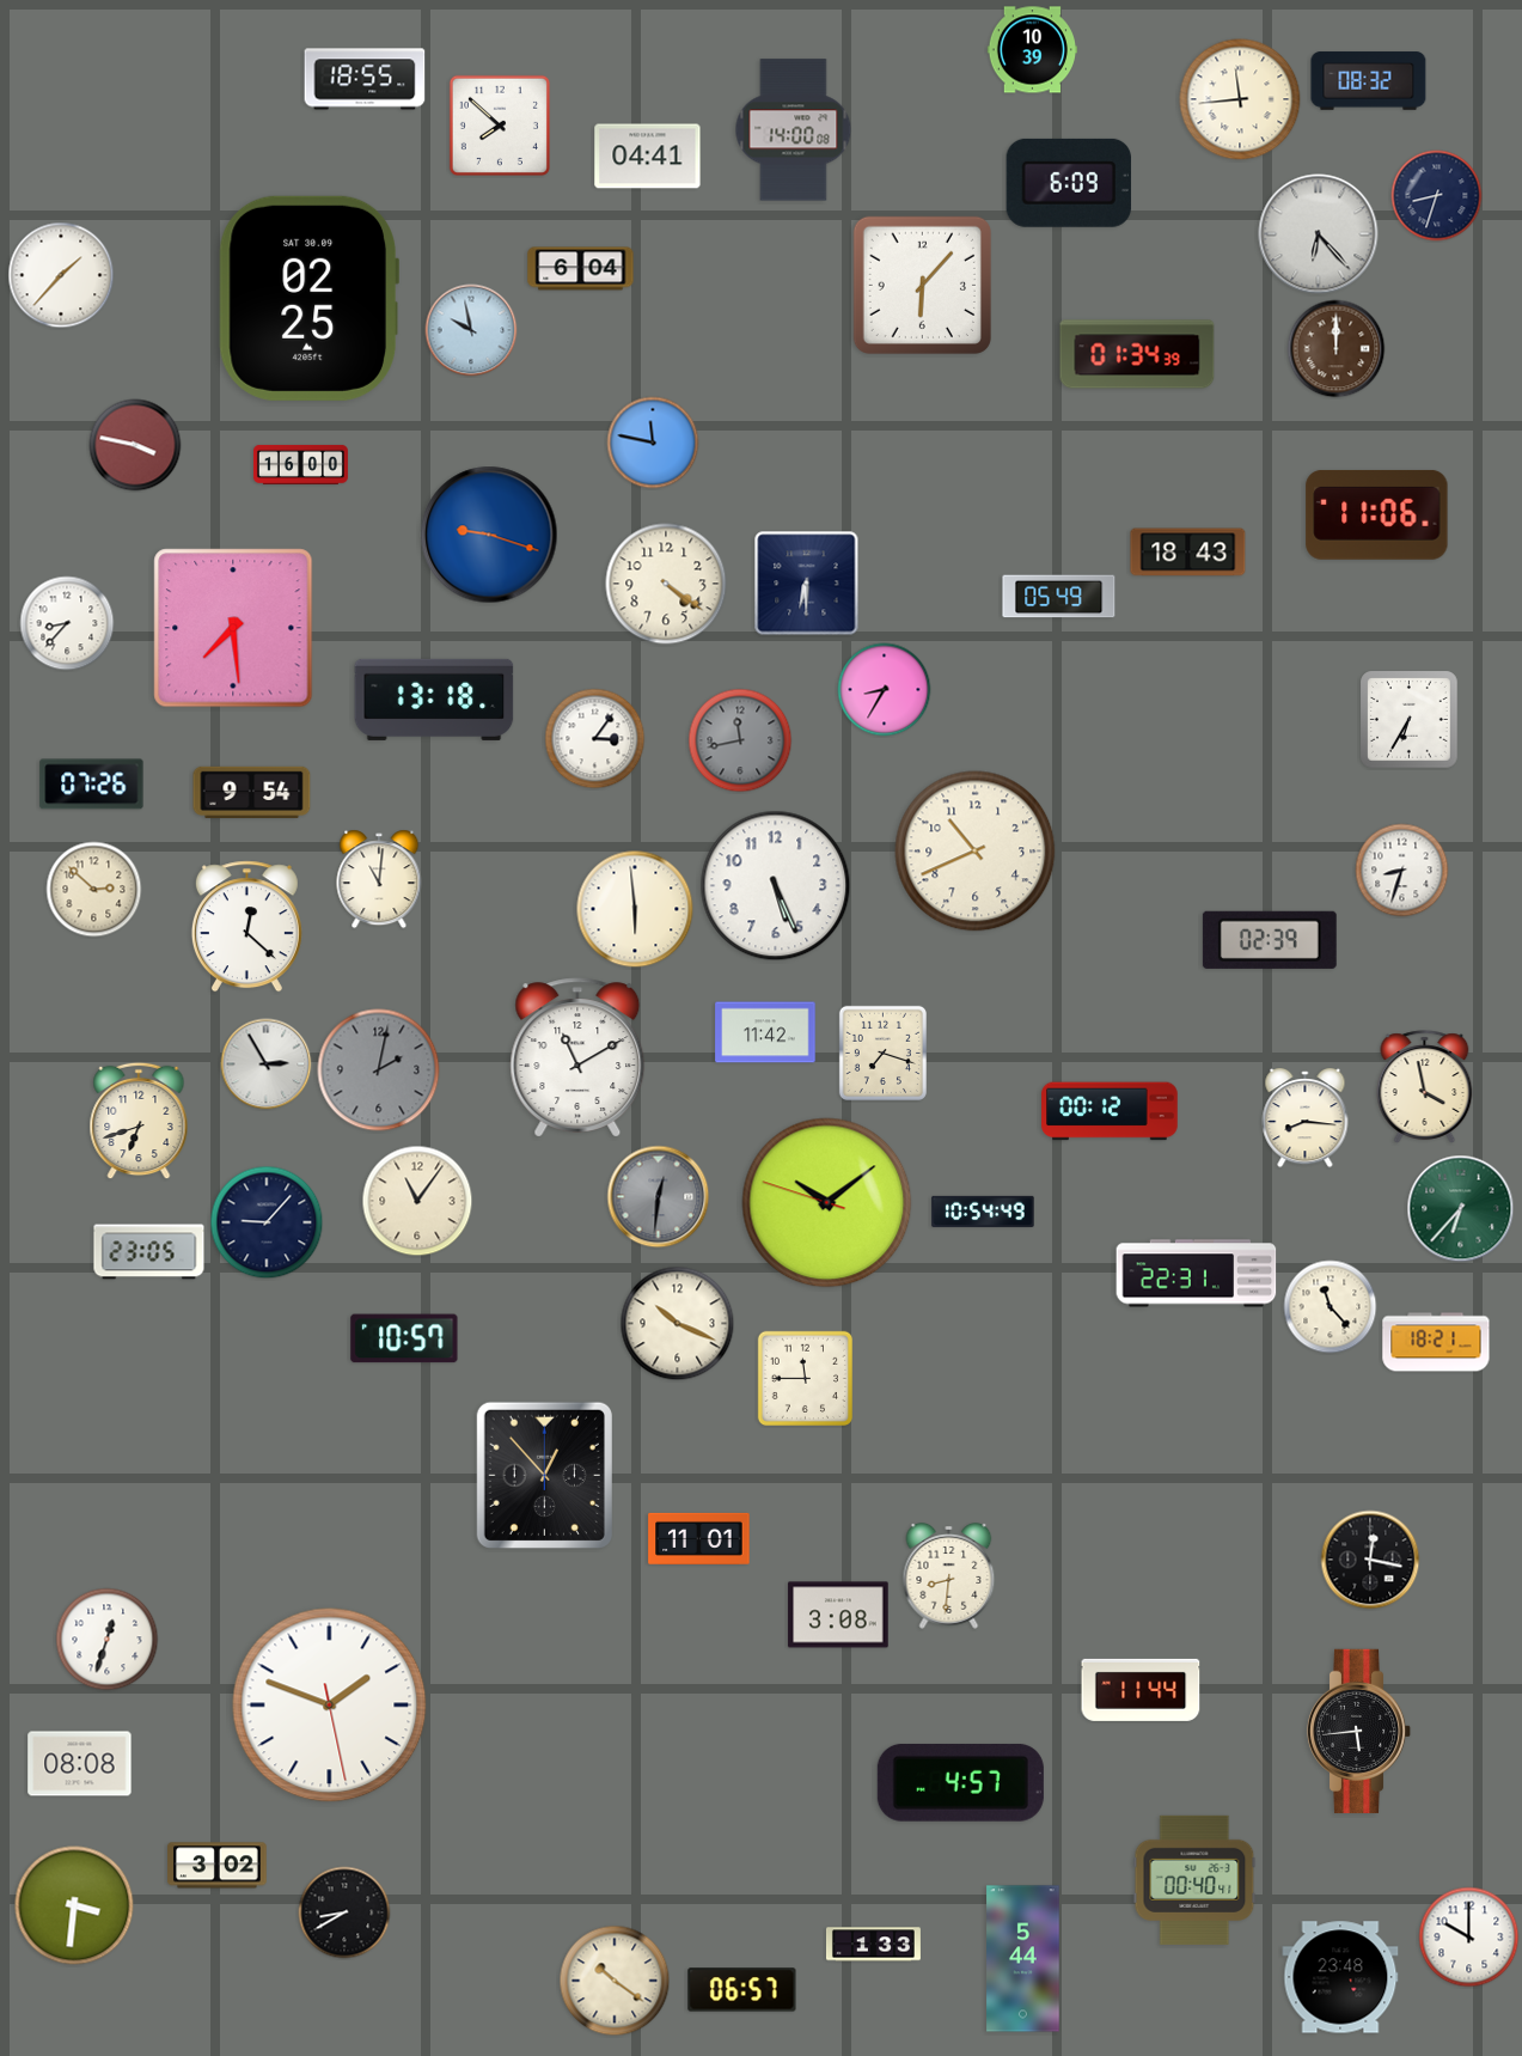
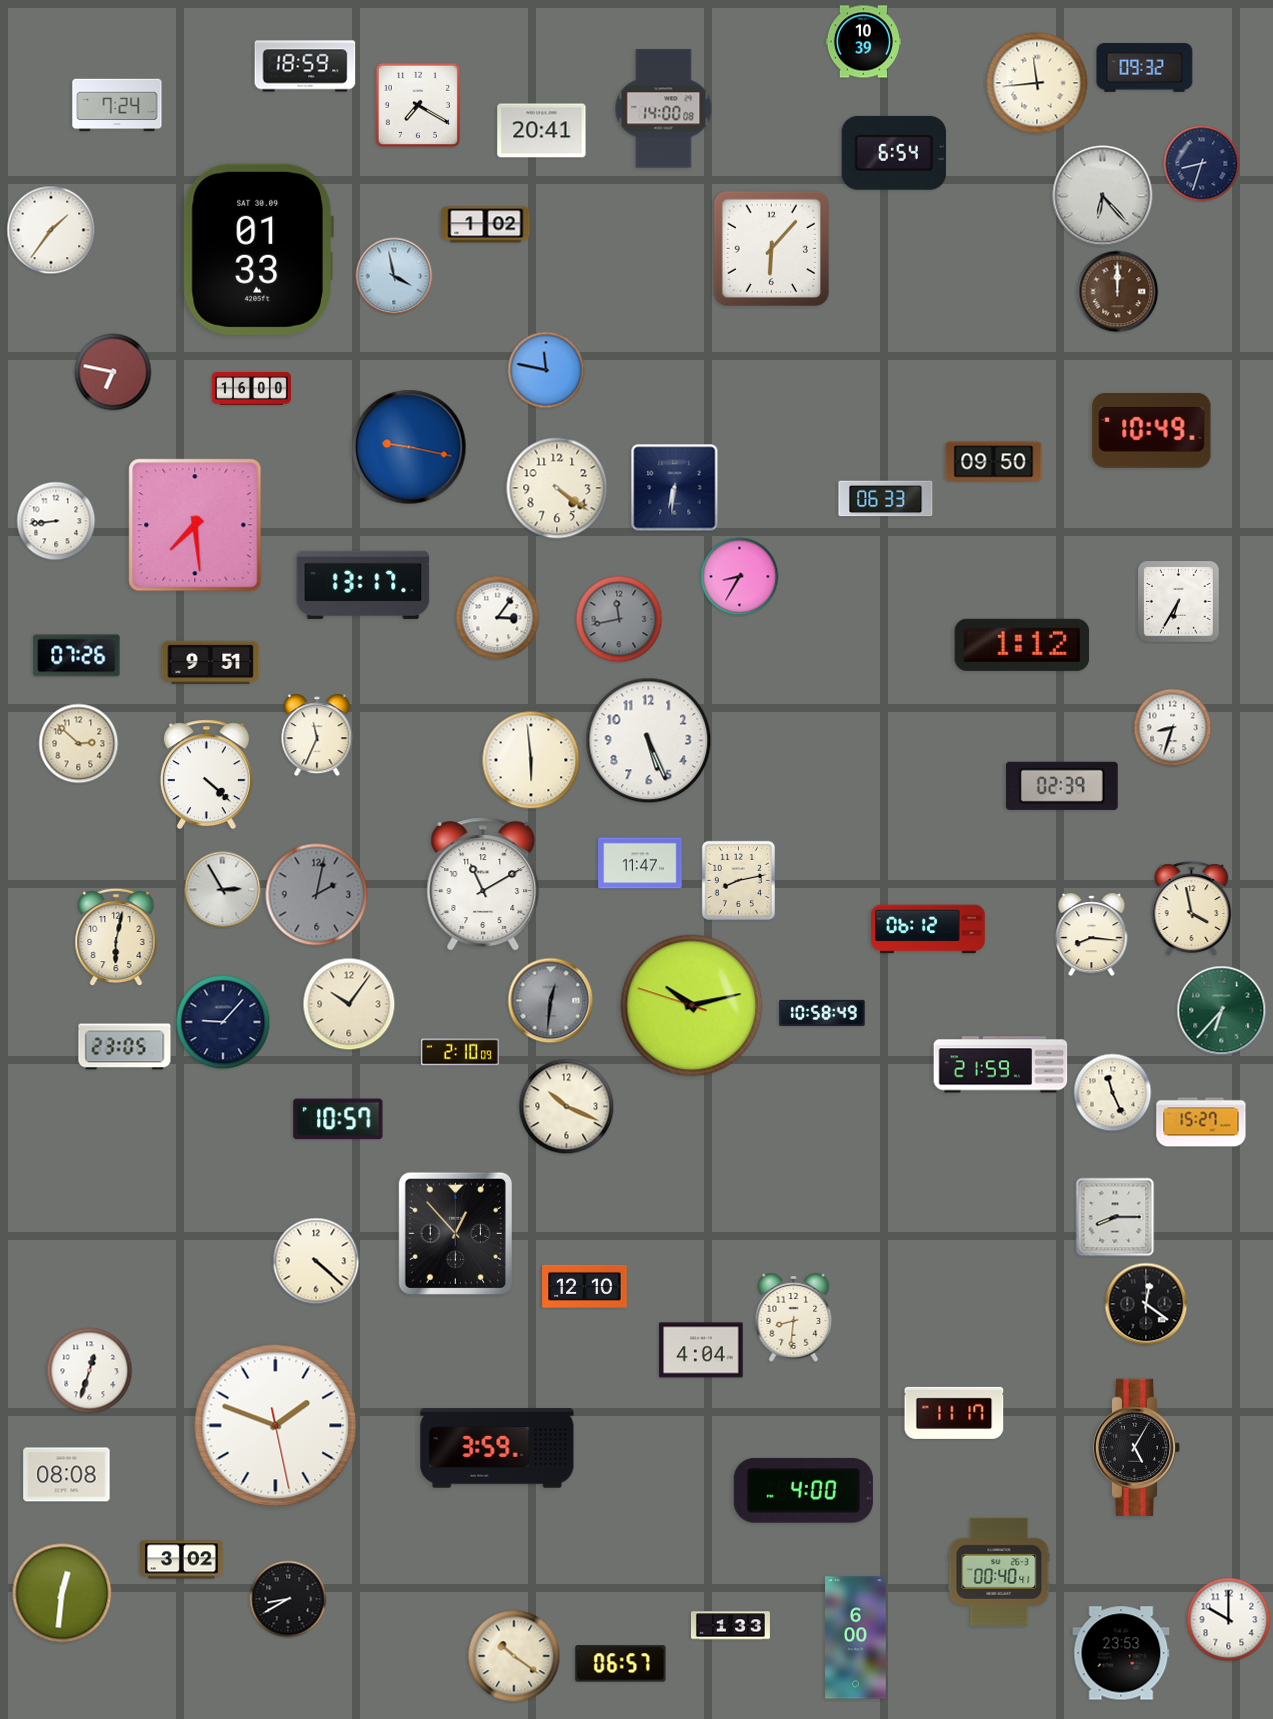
clock at (365, 79): 18:55 -> 18:59
clock at (1369, 81): 08:32 -> 09:32
clock at (117, 105): none -> 7:24
clock at (500, 126): 7:52 -> 7:20
clock at (648, 157): 04:41 -> 20:41
clock at (1069, 183): 6:09 -> 6:54
clock at (581, 269): 6:04 -> 1:02
clock at (61, 275): 1:37 -> 1:36
clock at (922, 285) position: (922, 285) -> (771, 248)
clock at (308, 298): 02:25 -> 01:33
clock at (471, 330): 9:58 -> 3:58
clock at (1137, 354): 01:34 -> none
clock at (135, 445): 3:47 -> 6:47
clock at (1377, 515): 11:06 -> 10:49
clock at (489, 535): 9:18 -> 9:17
clock at (1188, 553): 18:43 -> 09:50
clock at (807, 584): 6:30 -> 6:31
clock at (1059, 597): 05:49 -> 06:33
clock at (67, 623): 8:37 -> 8:44
clock at (434, 700): 13:18 -> 13:17
clock at (1022, 645): none -> 1:12
clock at (252, 793): 9:54 -> 9:51
clock at (976, 852): 10:41 -> none
clock at (379, 879): 11:01 -> 11:34
clock at (246, 927): 12:22 -> 4:22
clock at (765, 1032): 11:42 -> 11:47
clock at (882, 1053): 7:18 -> 8:13
clock at (1110, 1111): 00:12 -> 06:12
clock at (139, 1121): 6:42 -> 6:02
clock at (417, 1201): 11:06 -> 10:06
clock at (827, 1203): 10:08 -> 10:12
clock at (983, 1212): 10:54 -> 10:58
clock at (460, 1052): none -> 2:10
clock at (1197, 1274): 22:31 -> 21:59
clock at (1331, 1307): 11:23 -> 11:26
clock at (1436, 1342): 18:21 -> 15:27
clock at (805, 1378): 11:45 -> none
clock at (1115, 1217): none -> 8:15
clock at (316, 1261): none -> 4:22
clock at (699, 1538): 11:01 -> 12:10
clock at (1370, 1560): 12:17 -> 12:21
clock at (838, 1615): 3:08 -> 4:04
clock at (1141, 1690): 11:44 -> 11:17
clock at (1359, 1731): 5:44 -> 5:05
clock at (497, 1448): none -> 3:59
clock at (960, 1782): 4:57 -> 4:00
clock at (74, 1905): 3:31 -> 12:31
clock at (1023, 1959): 5:44 -> 6:00
clock at (1340, 1977): 23:48 -> 23:53
